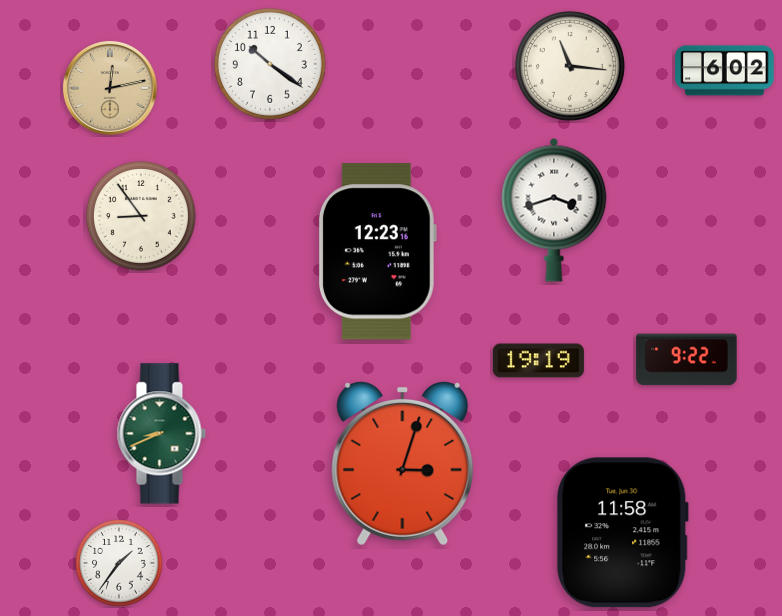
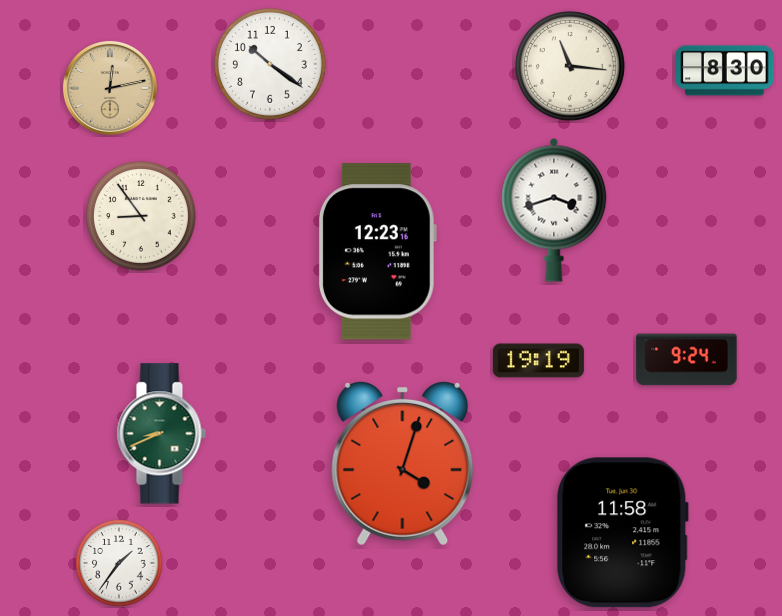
clock at (725, 71): 6:02 -> 8:30
clock at (687, 360): 9:22 -> 9:24
clock at (403, 463): 3:03 -> 4:03
